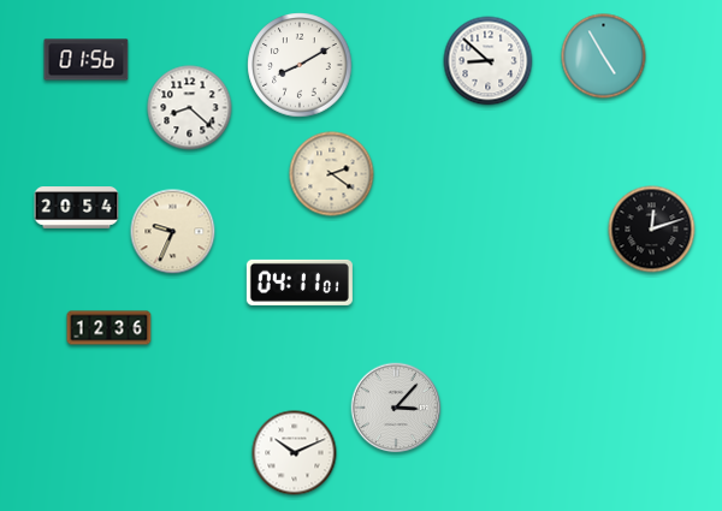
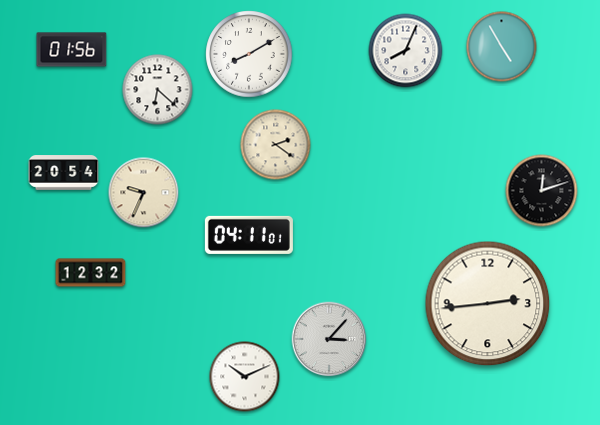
clock at (489, 61): 8:52 -> 8:04
clock at (190, 108): 8:22 -> 6:22
clock at (110, 328): 12:36 -> 12:32
clock at (488, 304): none -> 2:44
